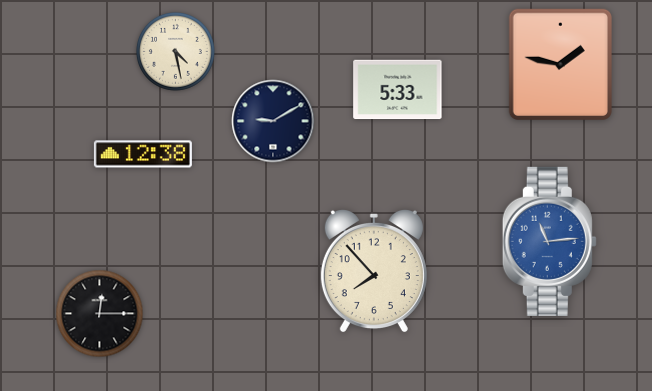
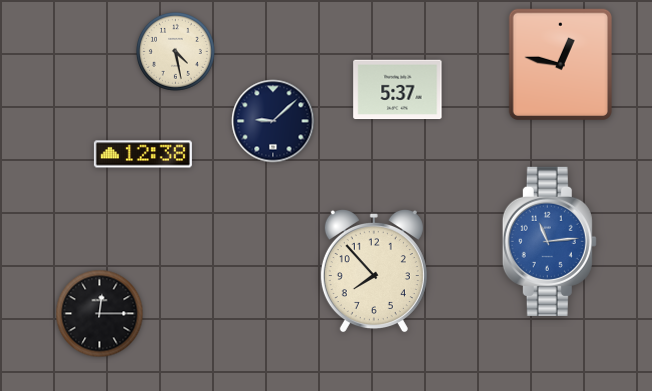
clock at (560, 64): 1:47 -> 12:47
clock at (398, 90): 5:33 -> 5:37
clock at (273, 121): 9:10 -> 9:08
